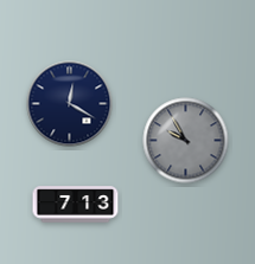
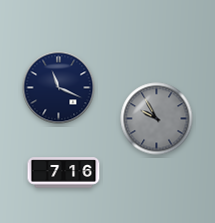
clock at (70, 104): 12:20 -> 11:19
clock at (76, 205): 7:13 -> 7:16
